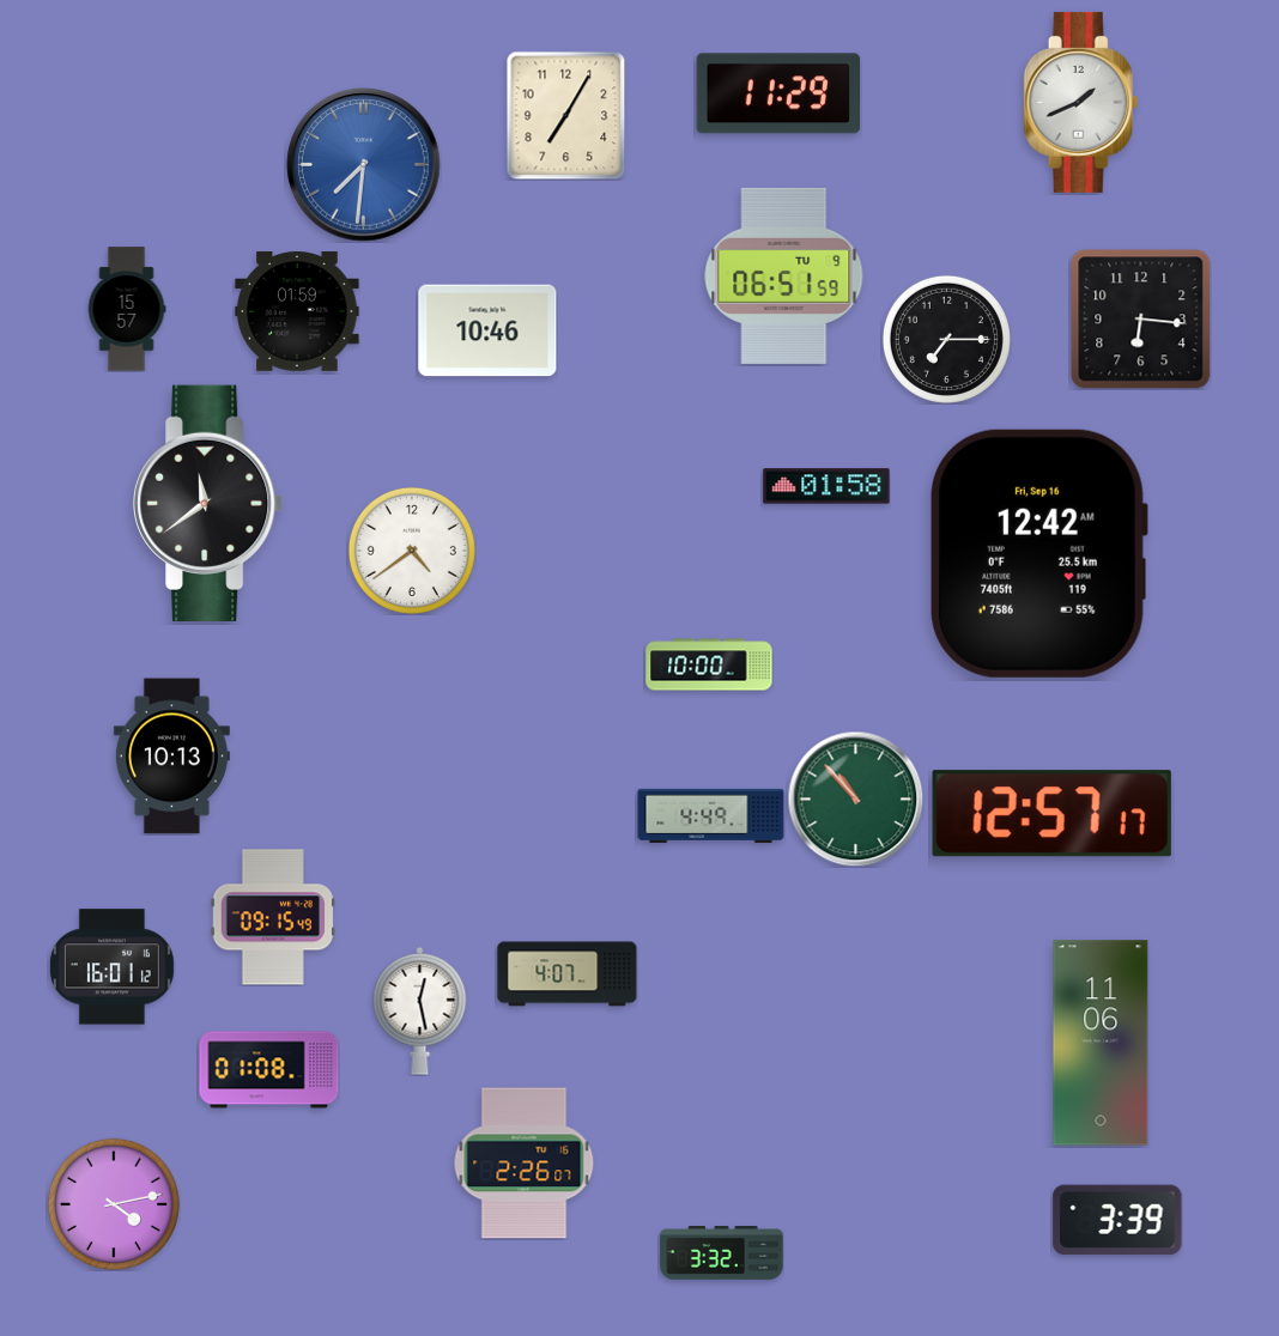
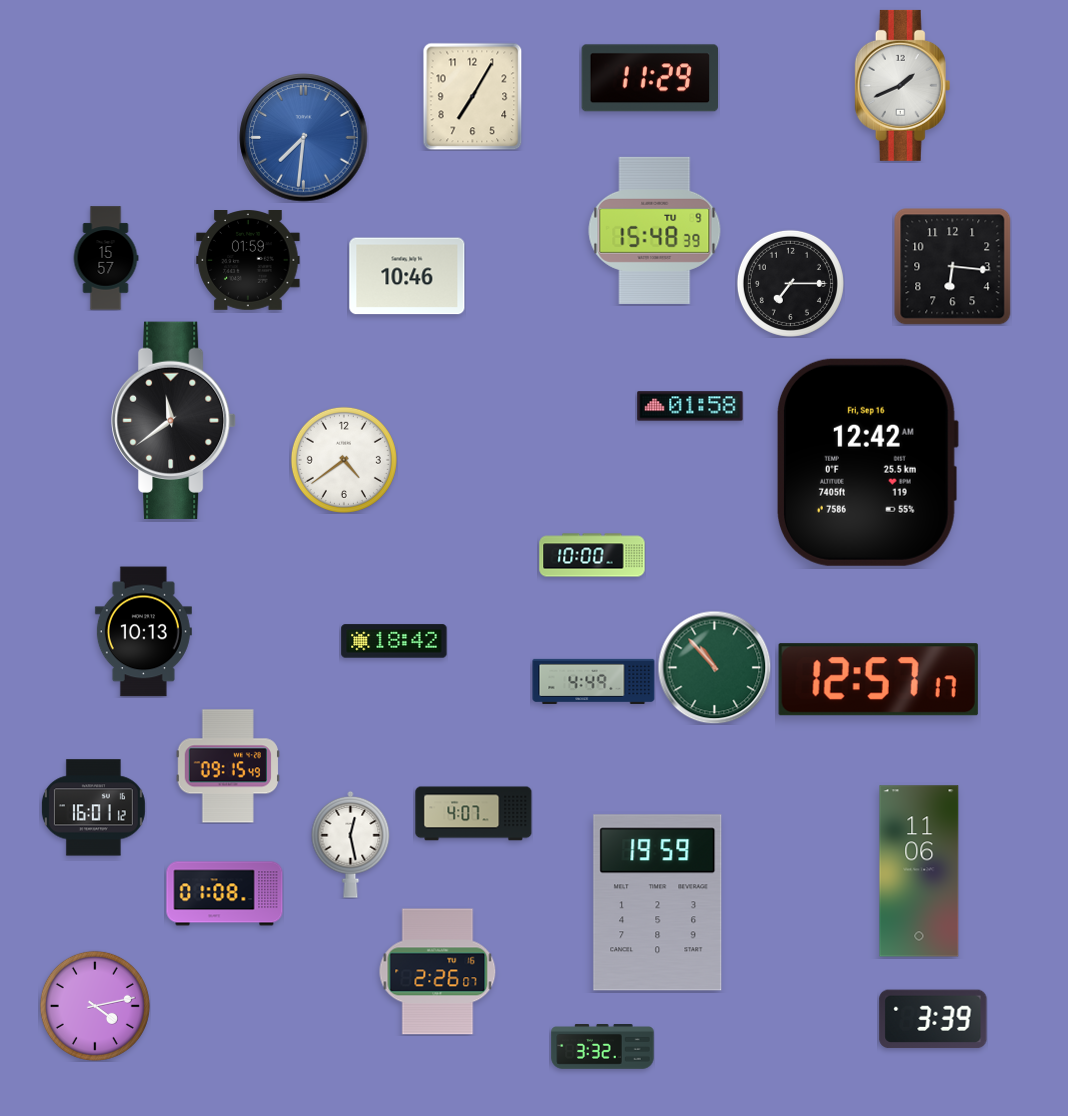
clock at (784, 275): 06:51 -> 15:48
clock at (394, 641): none -> 18:42
clock at (658, 903): none -> 19:59
